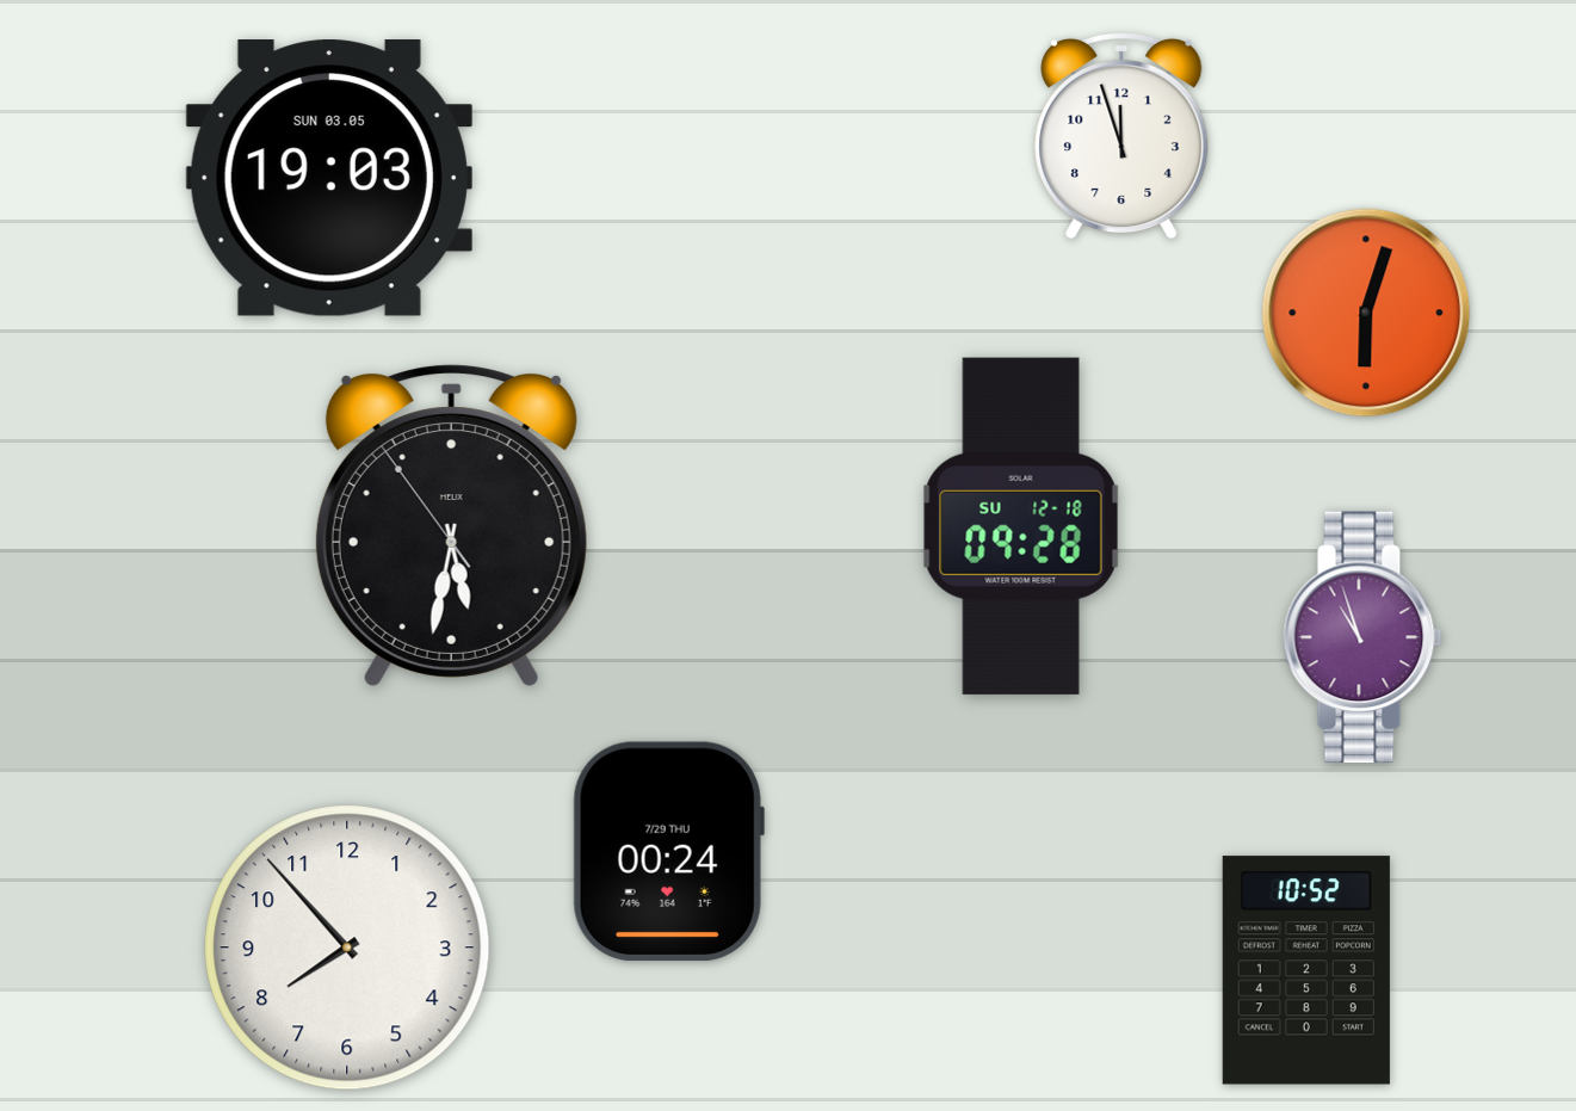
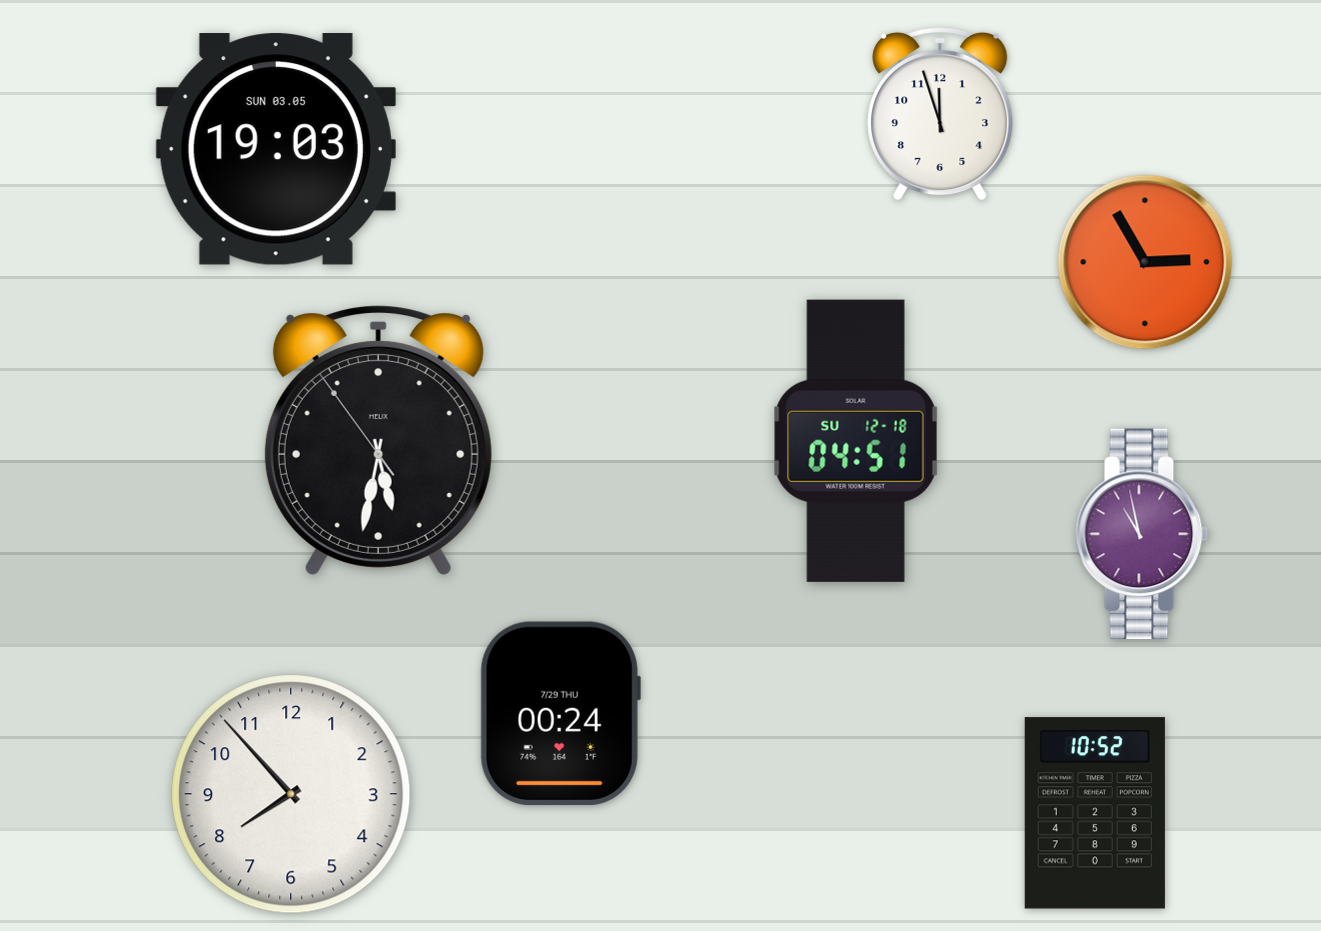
clock at (1366, 313): 6:03 -> 2:55
clock at (1021, 526): 09:28 -> 04:51
clock at (1362, 637): 10:57 -> 10:58
